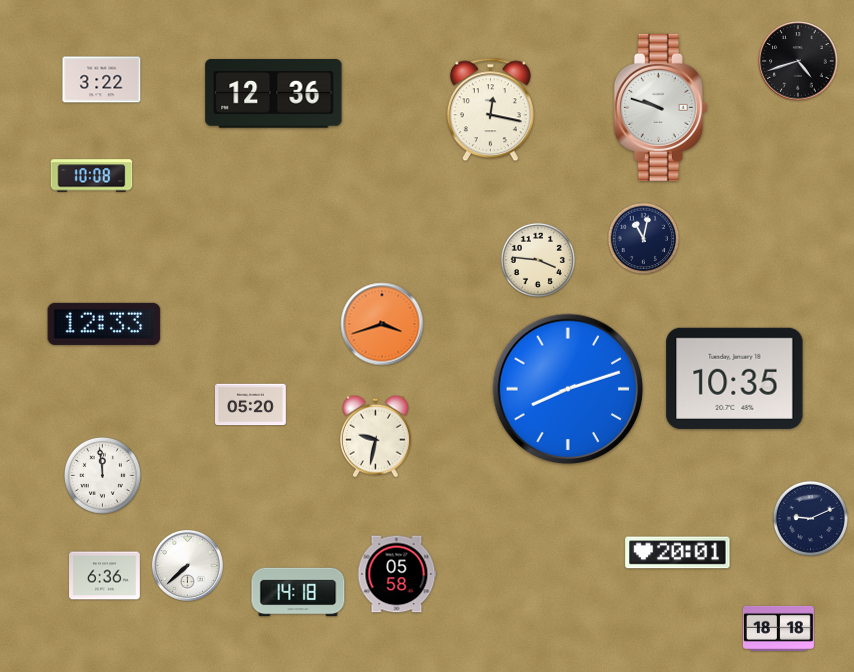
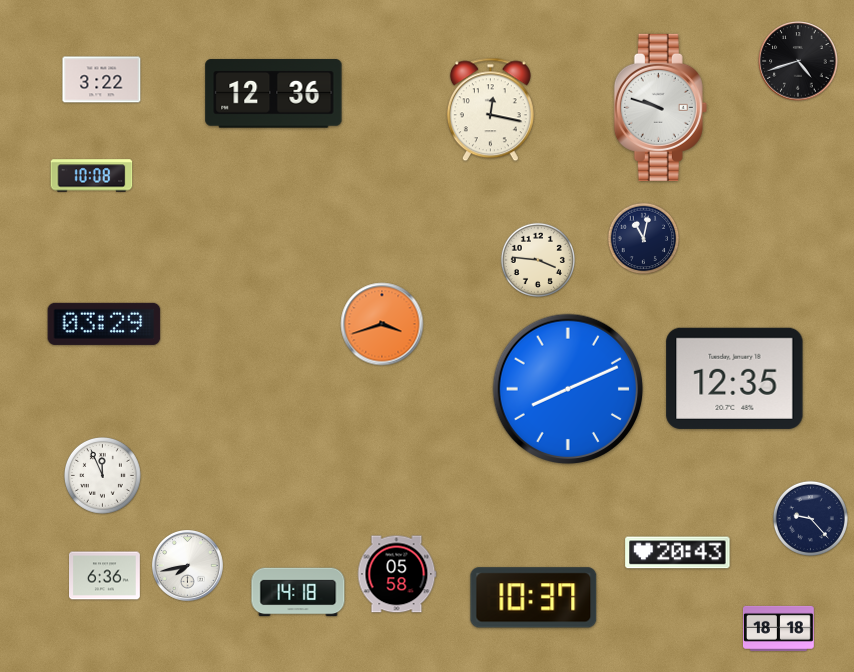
clock at (104, 324): 12:33 -> 03:29
clock at (735, 378): 10:35 -> 12:35
clock at (568, 389): 8:12 -> 8:11
clock at (251, 405): 05:20 -> none
clock at (376, 436): 9:32 -> none
clock at (102, 475): 11:59 -> 11:56
clock at (810, 518): 9:11 -> 9:23
clock at (678, 553): 20:01 -> 20:43
clock at (188, 566): 7:38 -> 7:43
clock at (534, 598): none -> 10:37
